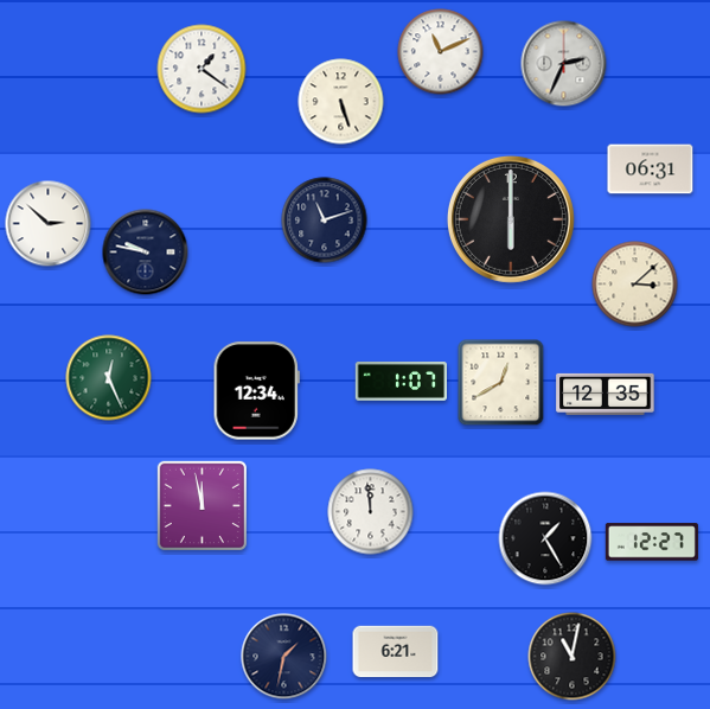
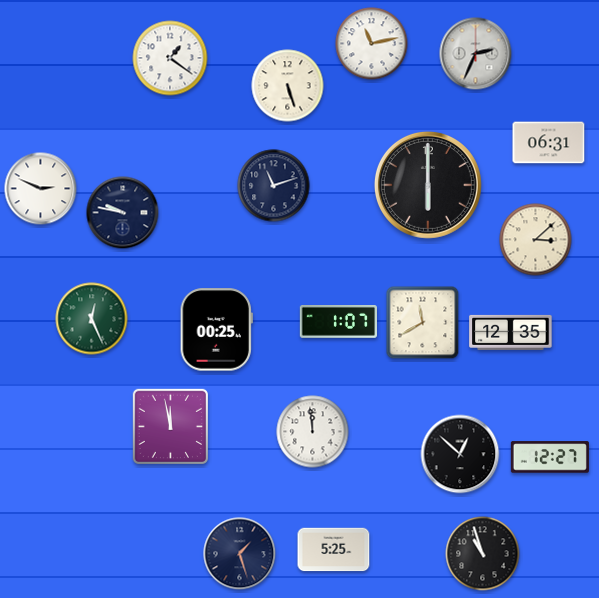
clock at (441, 52): 11:11 -> 11:13
clock at (511, 219) position: (511, 219) -> (428, 185)
clock at (49, 224): 2:52 -> 2:49
clock at (501, 383): 12:40 -> 11:40
clock at (256, 391): 12:34 -> 00:25
clock at (545, 538): 1:25 -> 12:52
clock at (396, 652): 6:21 -> 5:25
clock at (284, 657): 1:32 -> 1:27
clock at (573, 657): 11:02 -> 10:57
